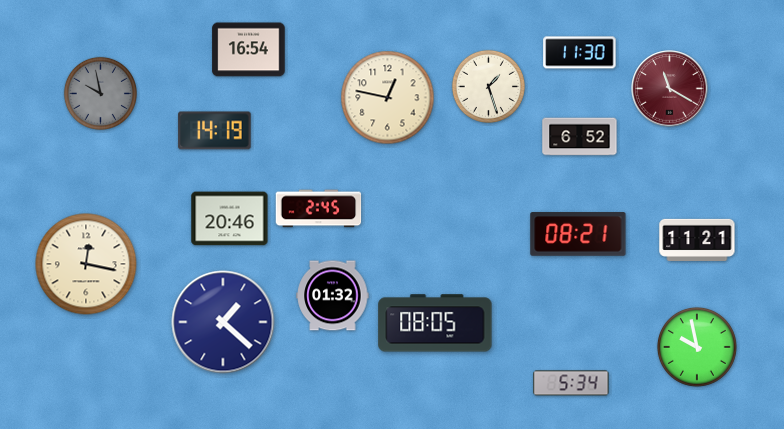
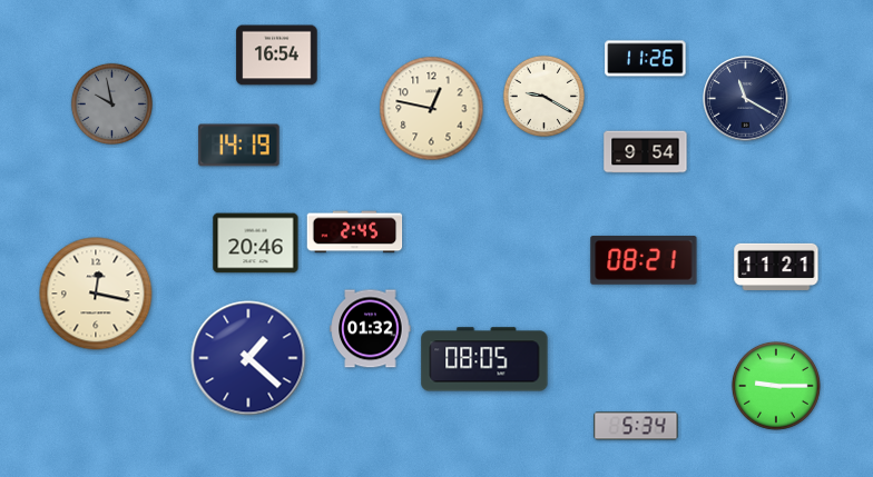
clock at (580, 53): 11:30 -> 11:26
clock at (488, 86): 1:27 -> 9:20
clock at (670, 89) dial: burgundy -> navy
clock at (580, 137): 6:52 -> 9:54
clock at (697, 347): 9:58 -> 9:15
